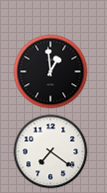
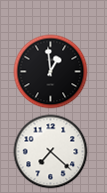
clock at (51, 152): 7:21 -> 7:22
